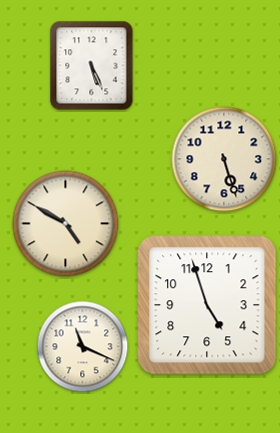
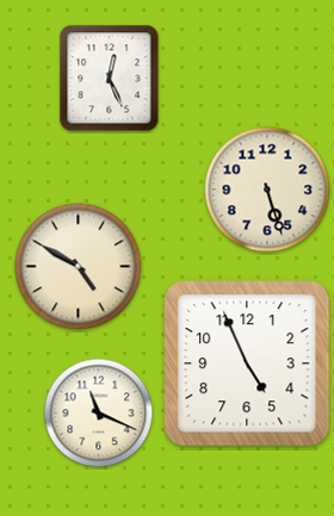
clock at (92, 66): 5:26 -> 12:26
clock at (207, 305): 4:57 -> 4:56
